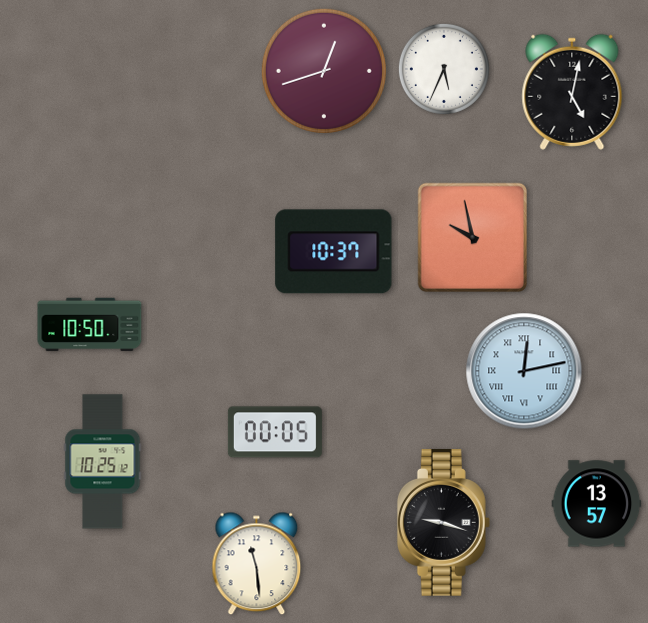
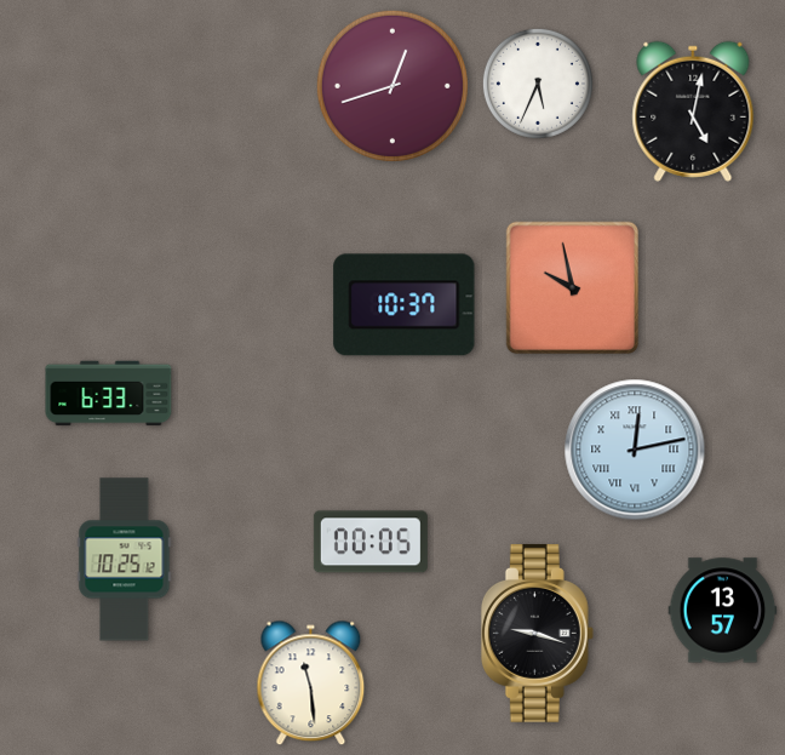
clock at (90, 325): 10:50 -> 6:33
clock at (275, 432) position: (275, 432) -> (371, 542)
